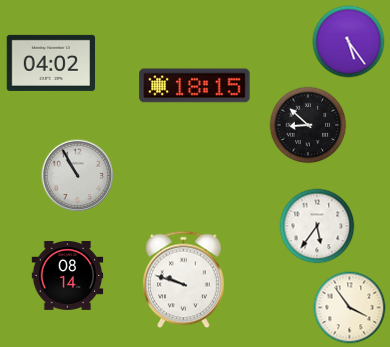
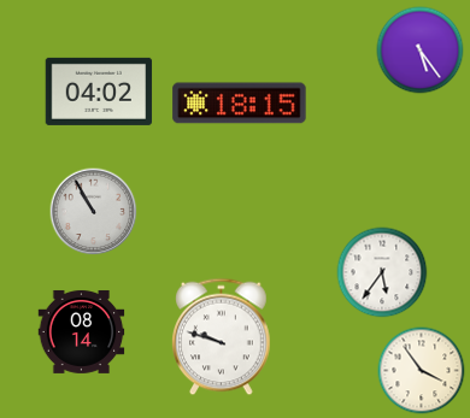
clock at (51, 63) position: (51, 63) -> (99, 92)
clock at (195, 86) position: (195, 86) -> (240, 104)
clock at (308, 125): 8:52 -> none
